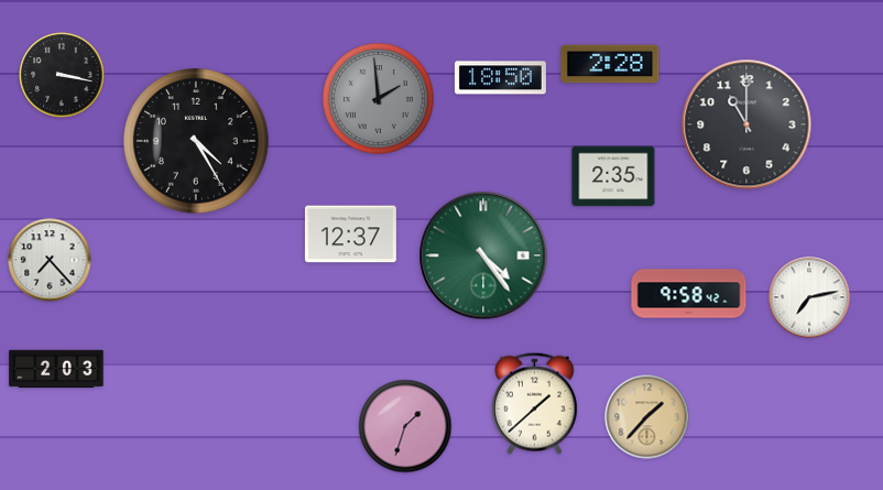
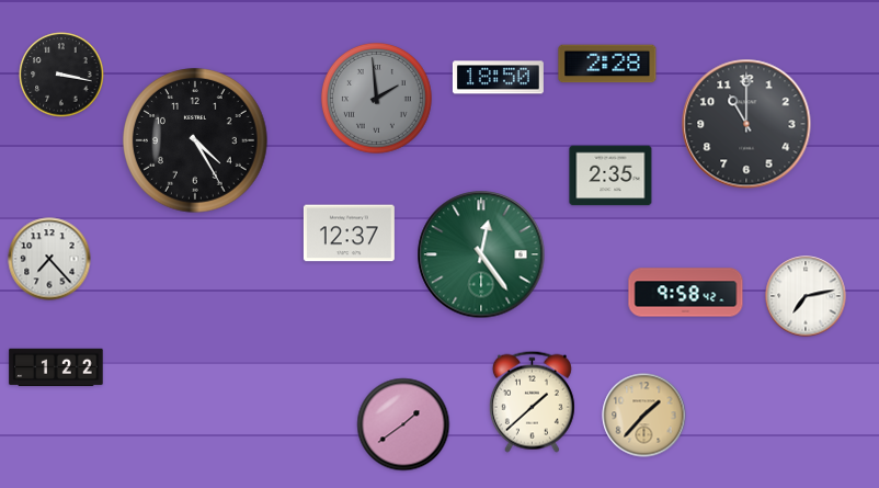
clock at (746, 124) position: (746, 124) -> (746, 124)
clock at (483, 255): 4:24 -> 12:24
clock at (56, 369): 2:03 -> 1:22
clock at (405, 426): 1:33 -> 1:39
